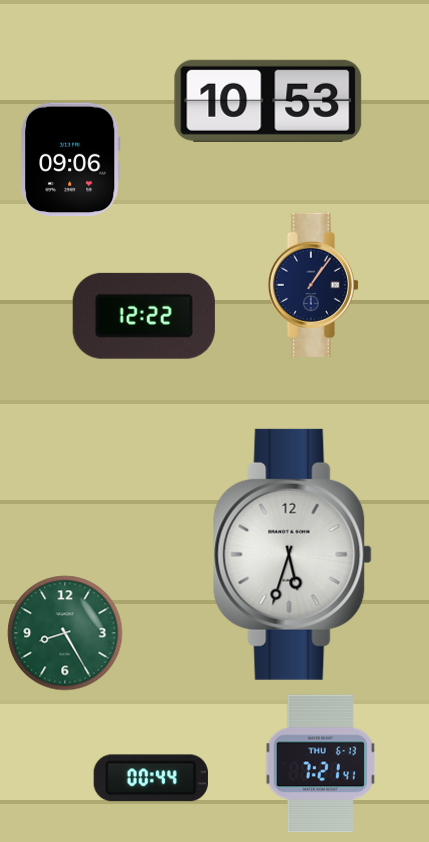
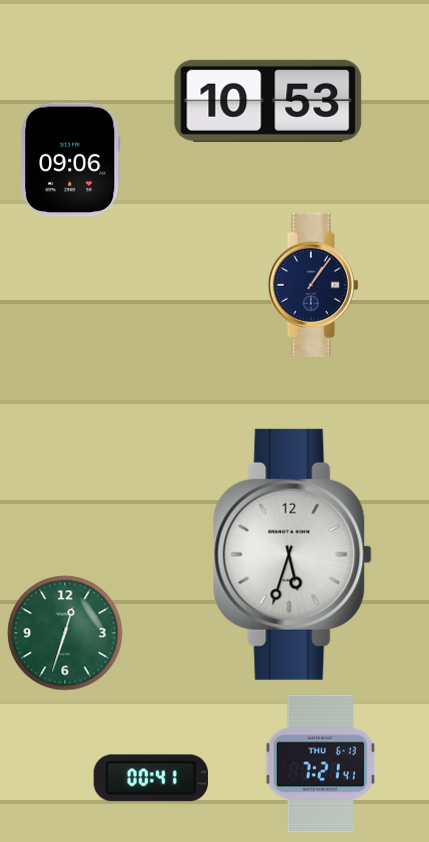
clock at (144, 316): 12:22 -> none
clock at (65, 633): 8:25 -> 12:33
clock at (151, 778): 00:44 -> 00:41
